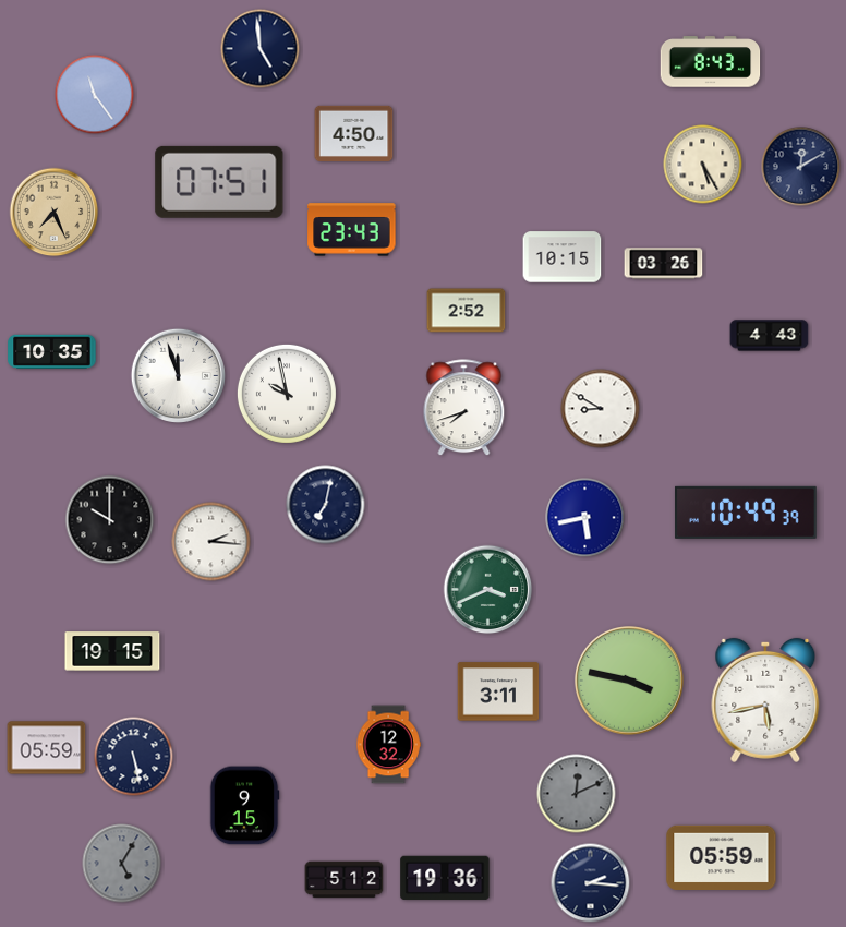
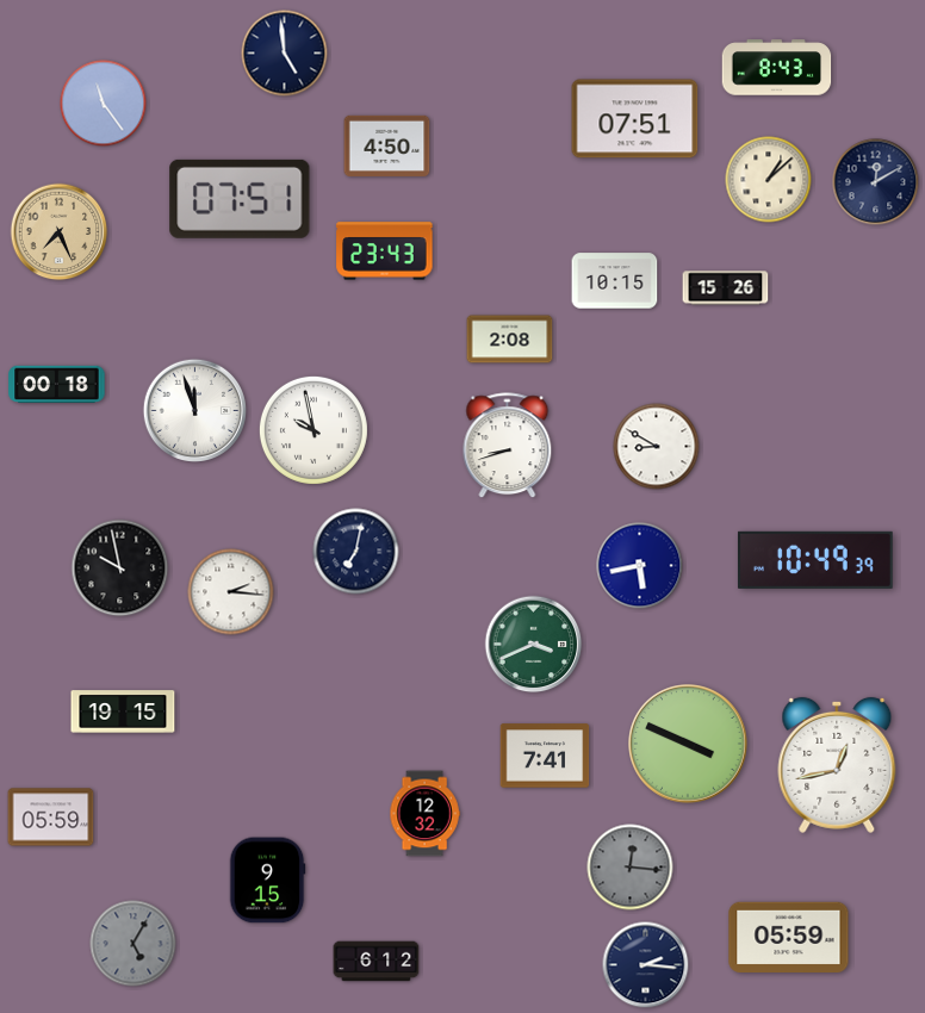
clock at (635, 119): none -> 07:51
clock at (703, 165): 5:25 -> 1:08
clock at (664, 264): 03:26 -> 15:26
clock at (467, 311): 2:52 -> 2:08
clock at (770, 336): 4:43 -> none
clock at (52, 351): 10:35 -> 00:18
clock at (464, 408): 7:42 -> 8:42
clock at (110, 520): 10:00 -> 9:58
clock at (630, 682): 3:47 -> 3:49
clock at (498, 691): 3:11 -> 7:41
clock at (765, 700): 5:43 -> 12:43
clock at (134, 757): 5:28 -> none
clock at (577, 794): 12:11 -> 12:16
clock at (445, 878): 19:36 -> none
clock at (345, 880): 5:12 -> 6:12
